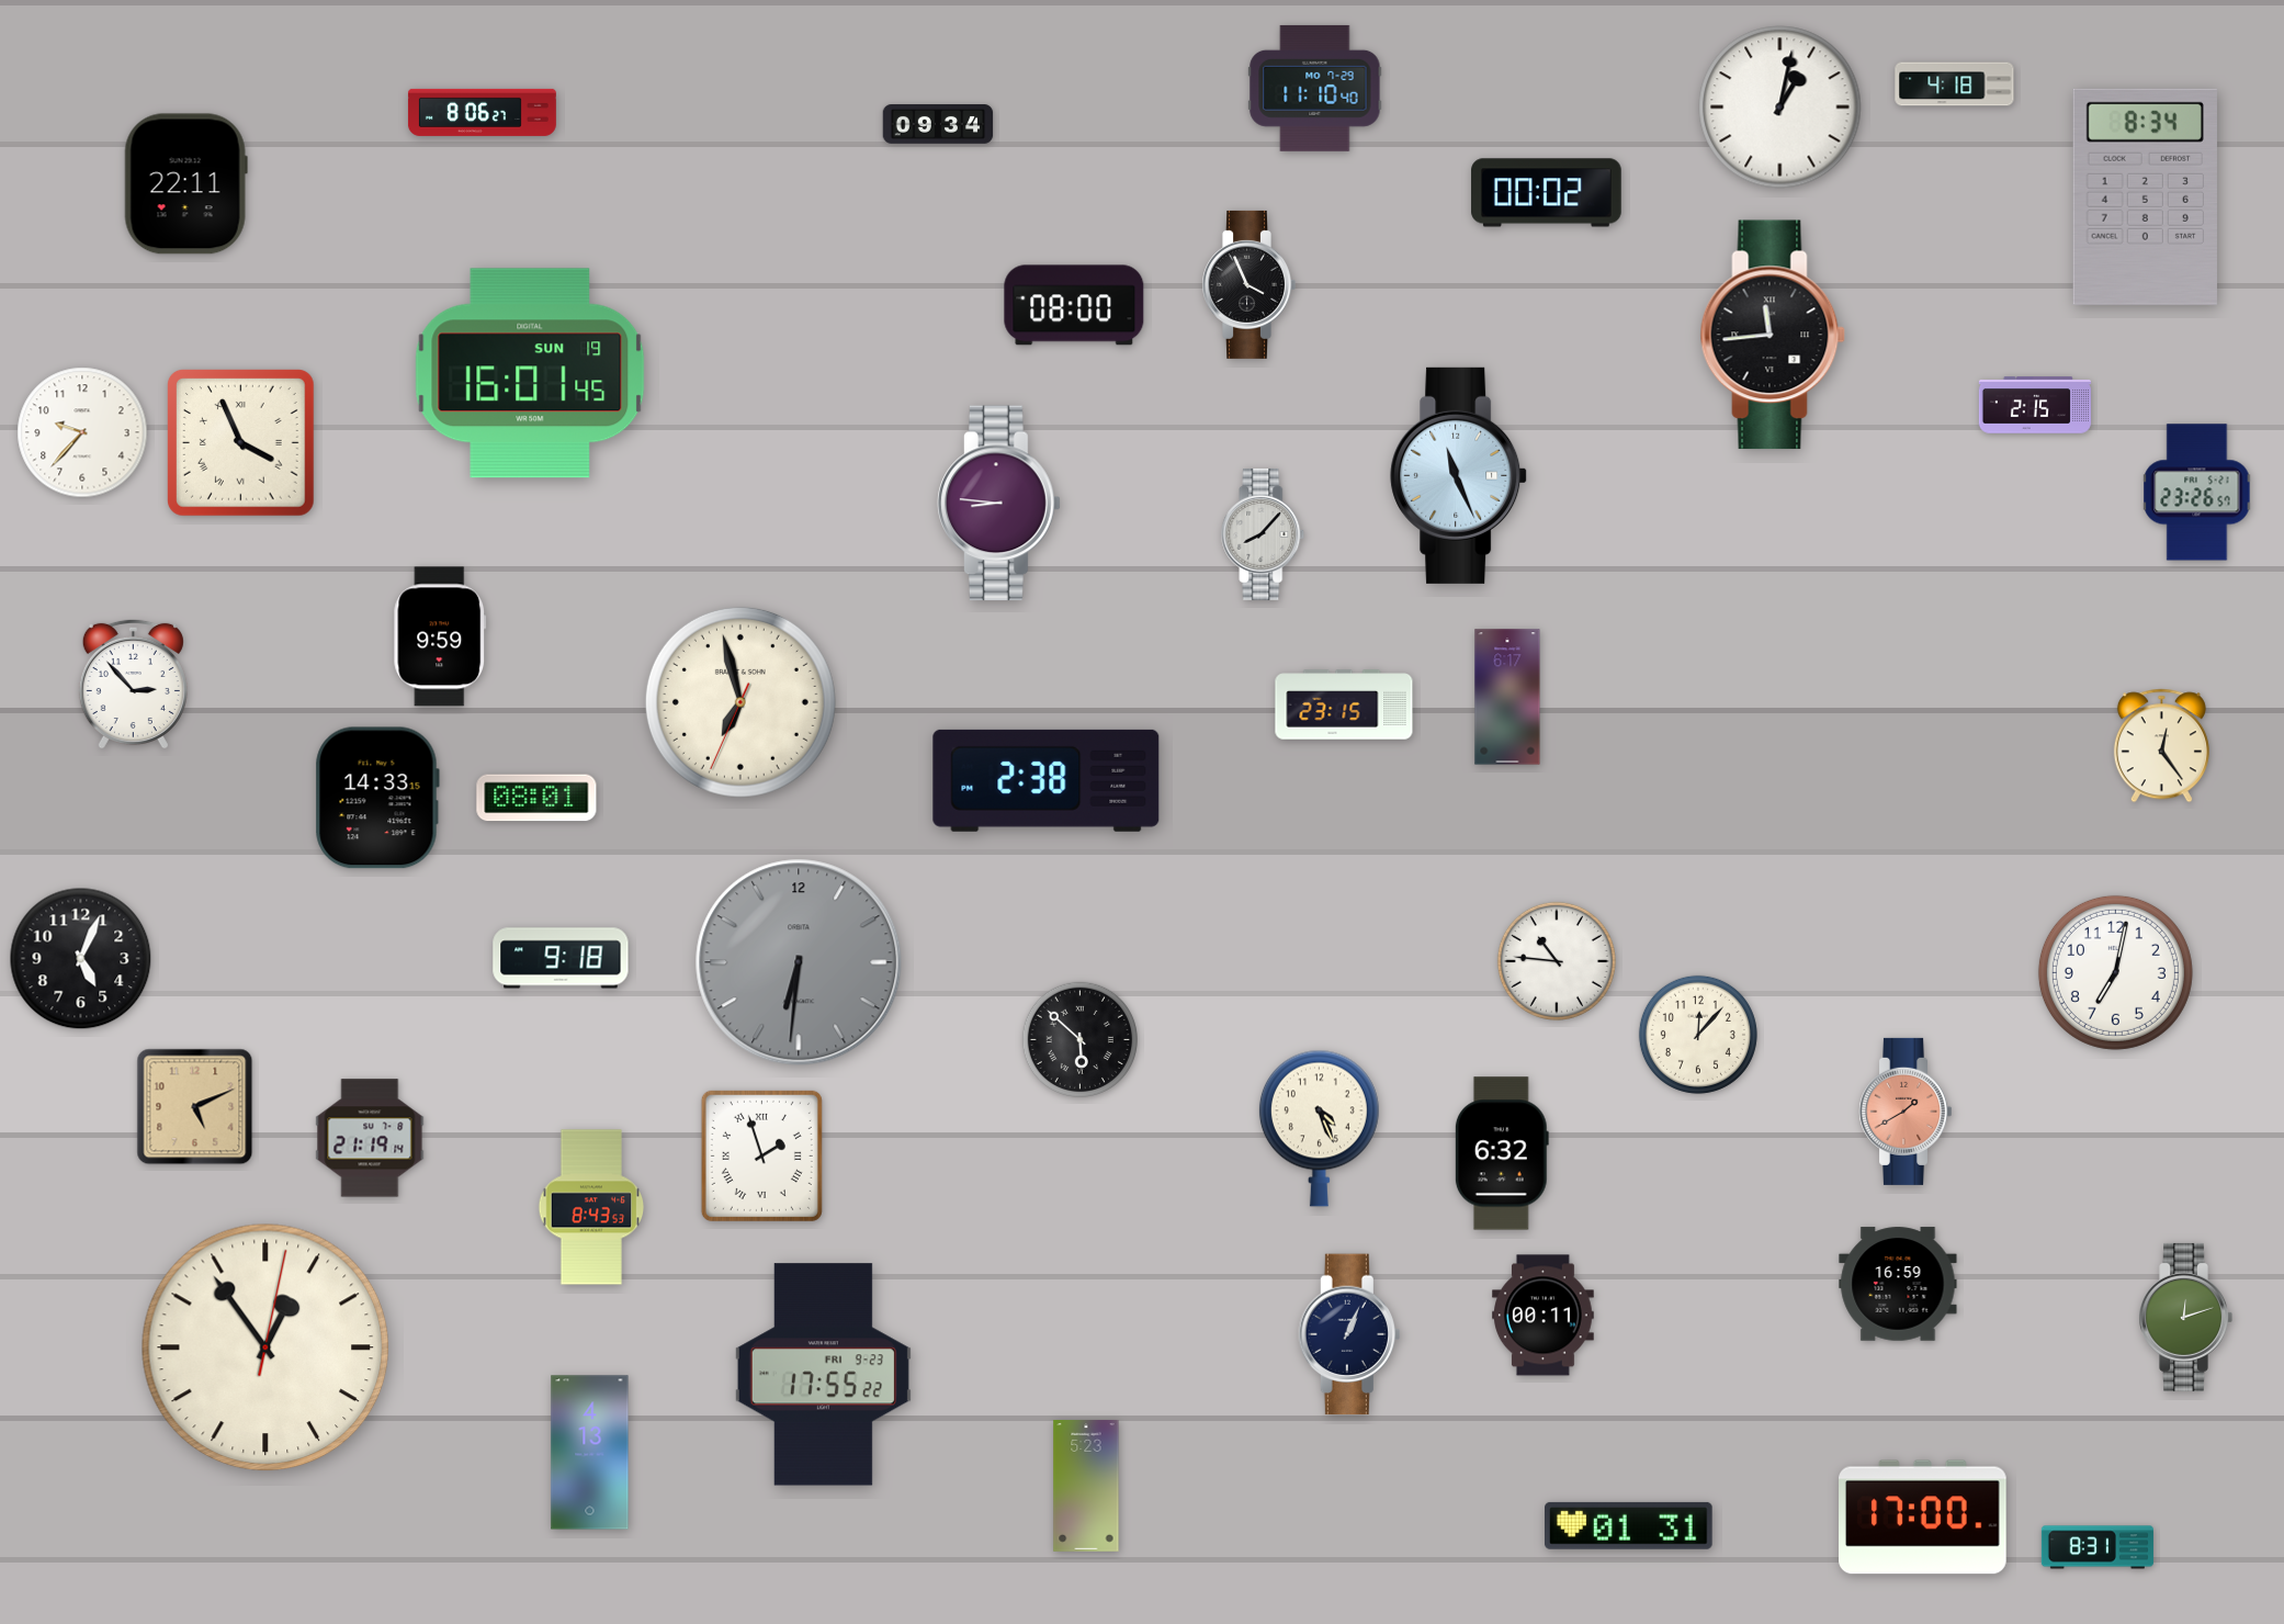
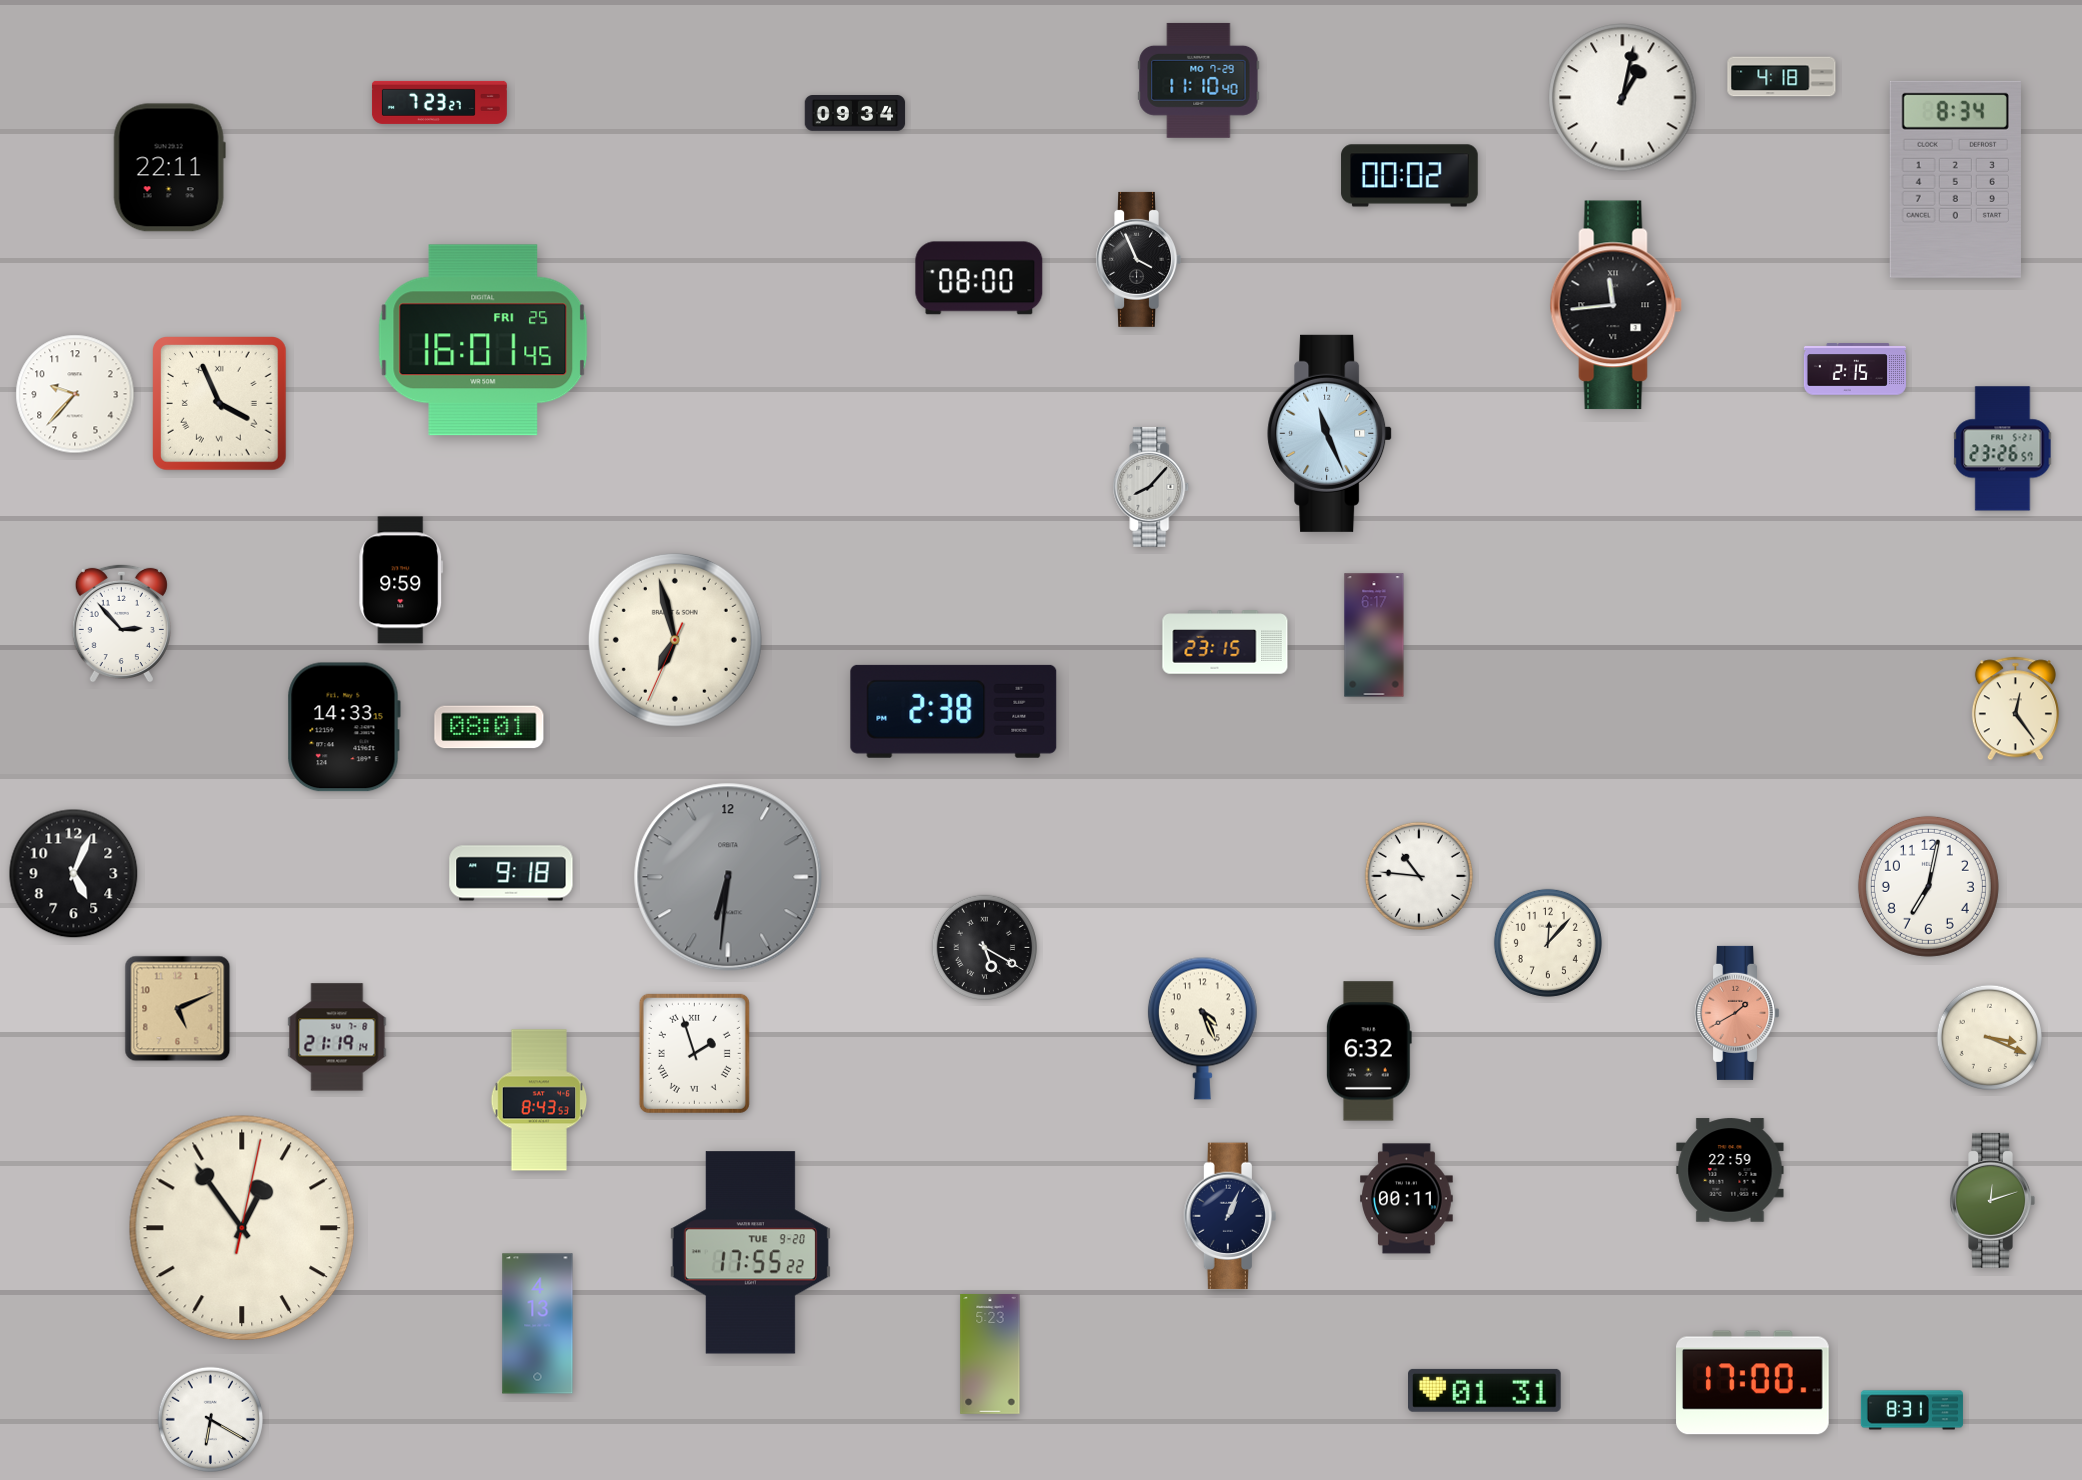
clock at (482, 112): 8:06 -> 7:23
clock at (530, 373) date: SUN 19 -> FRI 25
clock at (999, 504): 8:46 -> none
clock at (2161, 746) position: (2161, 746) -> (2015, 709)
clock at (1079, 1039): 5:52 -> 5:20
clock at (1989, 1037): none -> 3:19
clock at (1898, 1284): 16:59 -> 22:59
clock at (823, 1375) date: FRI 9-23 -> TUE 9-20
clock at (210, 1419): none -> 6:20
